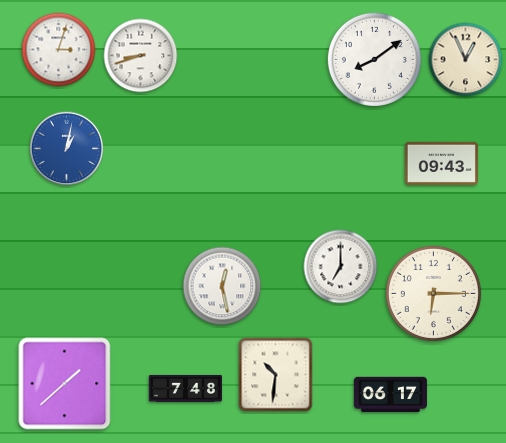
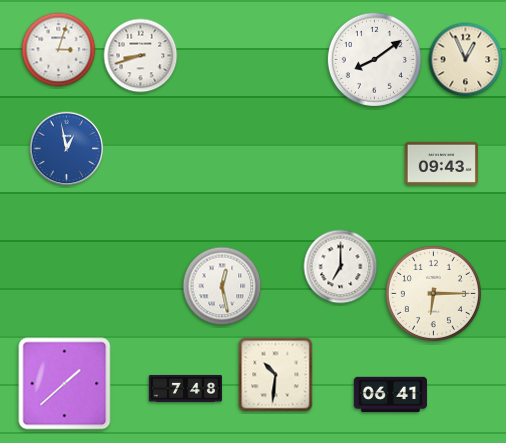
clock at (67, 149): 1:02 -> 12:58
clock at (390, 394): 06:17 -> 06:41
